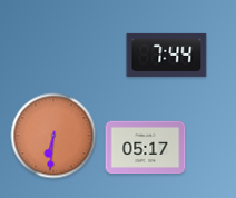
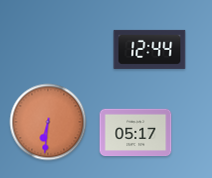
clock at (167, 55): 7:44 -> 12:44
clock at (146, 148) position: (146, 148) -> (136, 133)
